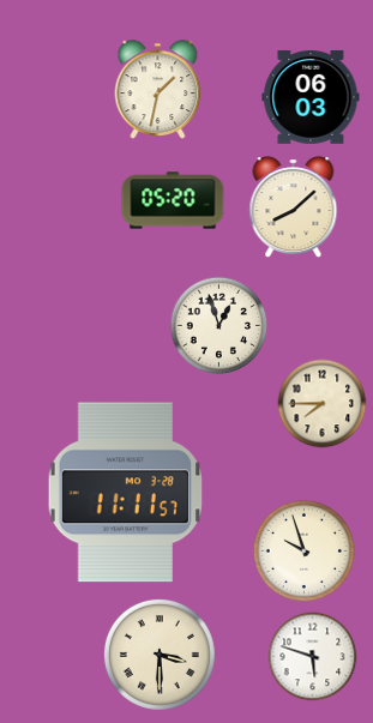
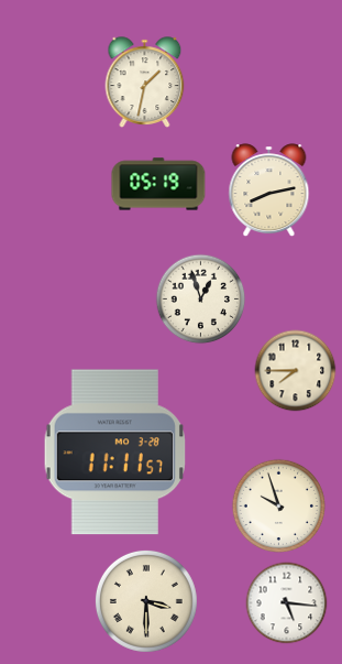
clock at (311, 97): 06:03 -> none
clock at (173, 200): 05:20 -> 05:19
clock at (294, 207): 8:08 -> 8:13
clock at (313, 657): 5:48 -> 5:16
